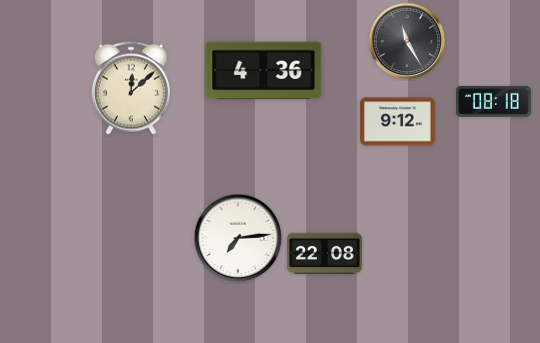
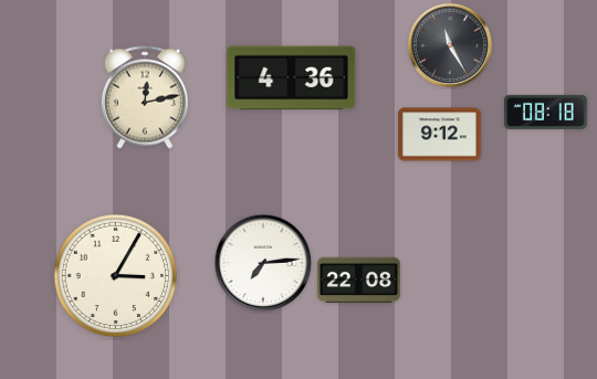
clock at (131, 88): 12:08 -> 12:13
clock at (116, 276): none -> 3:05
